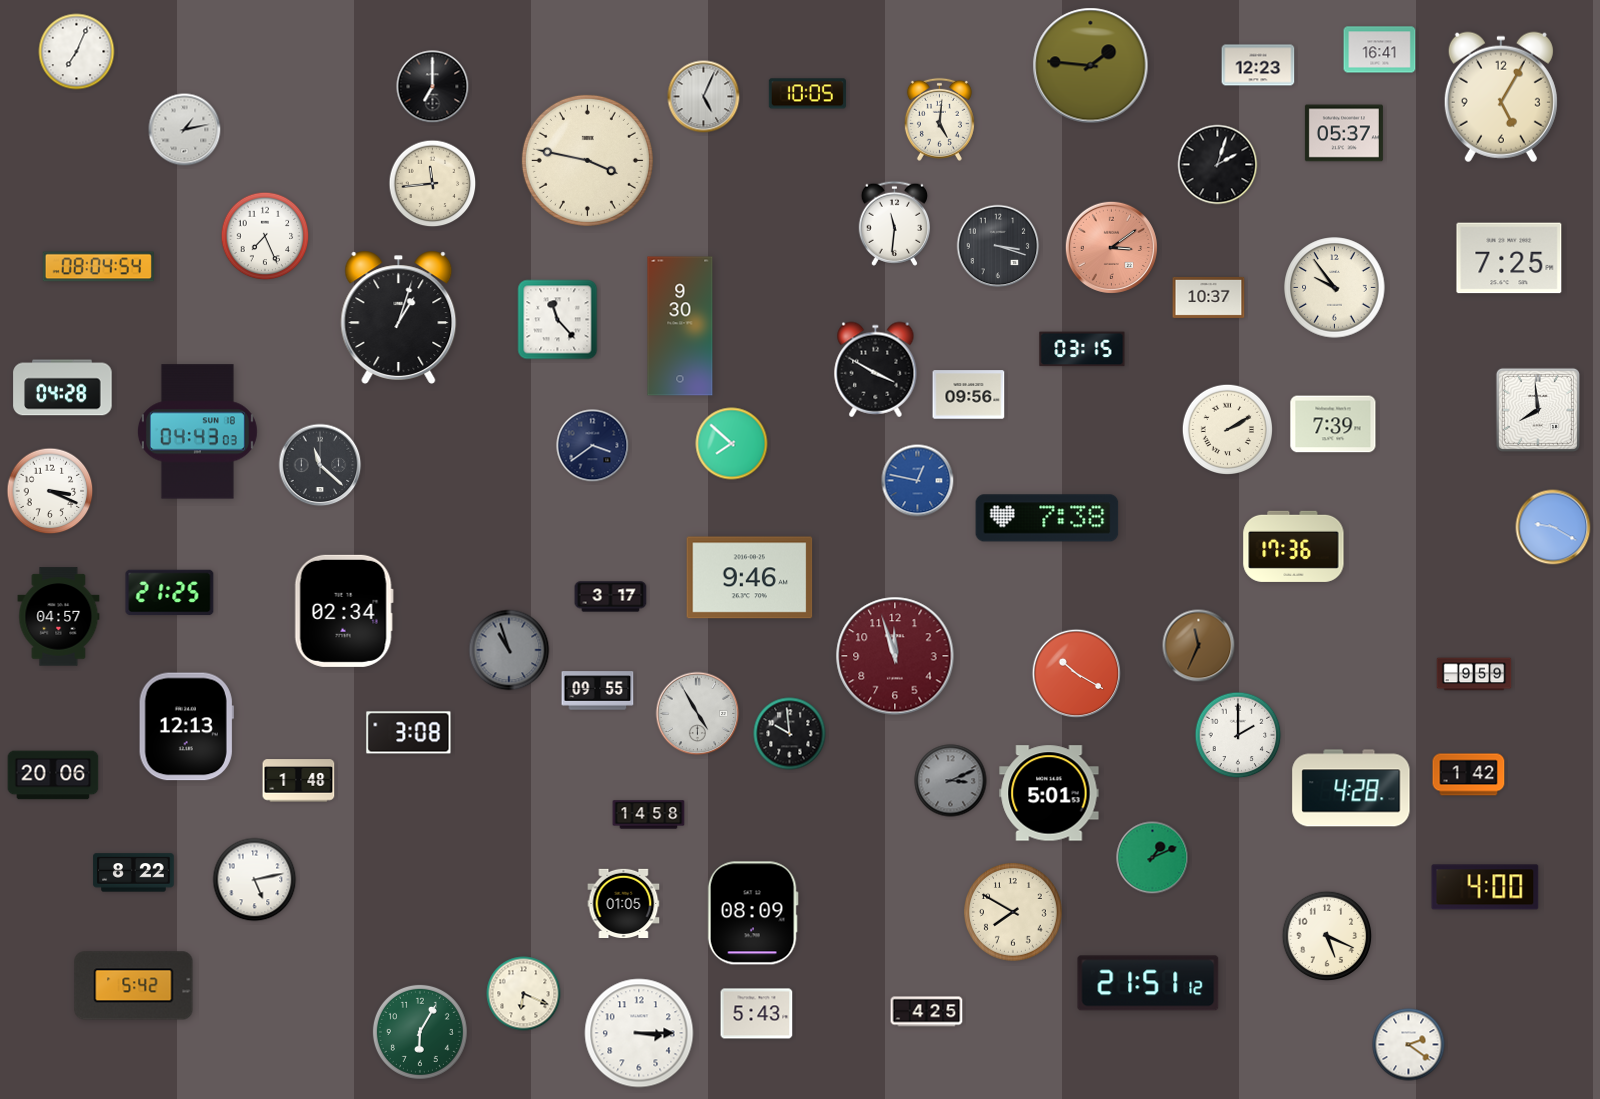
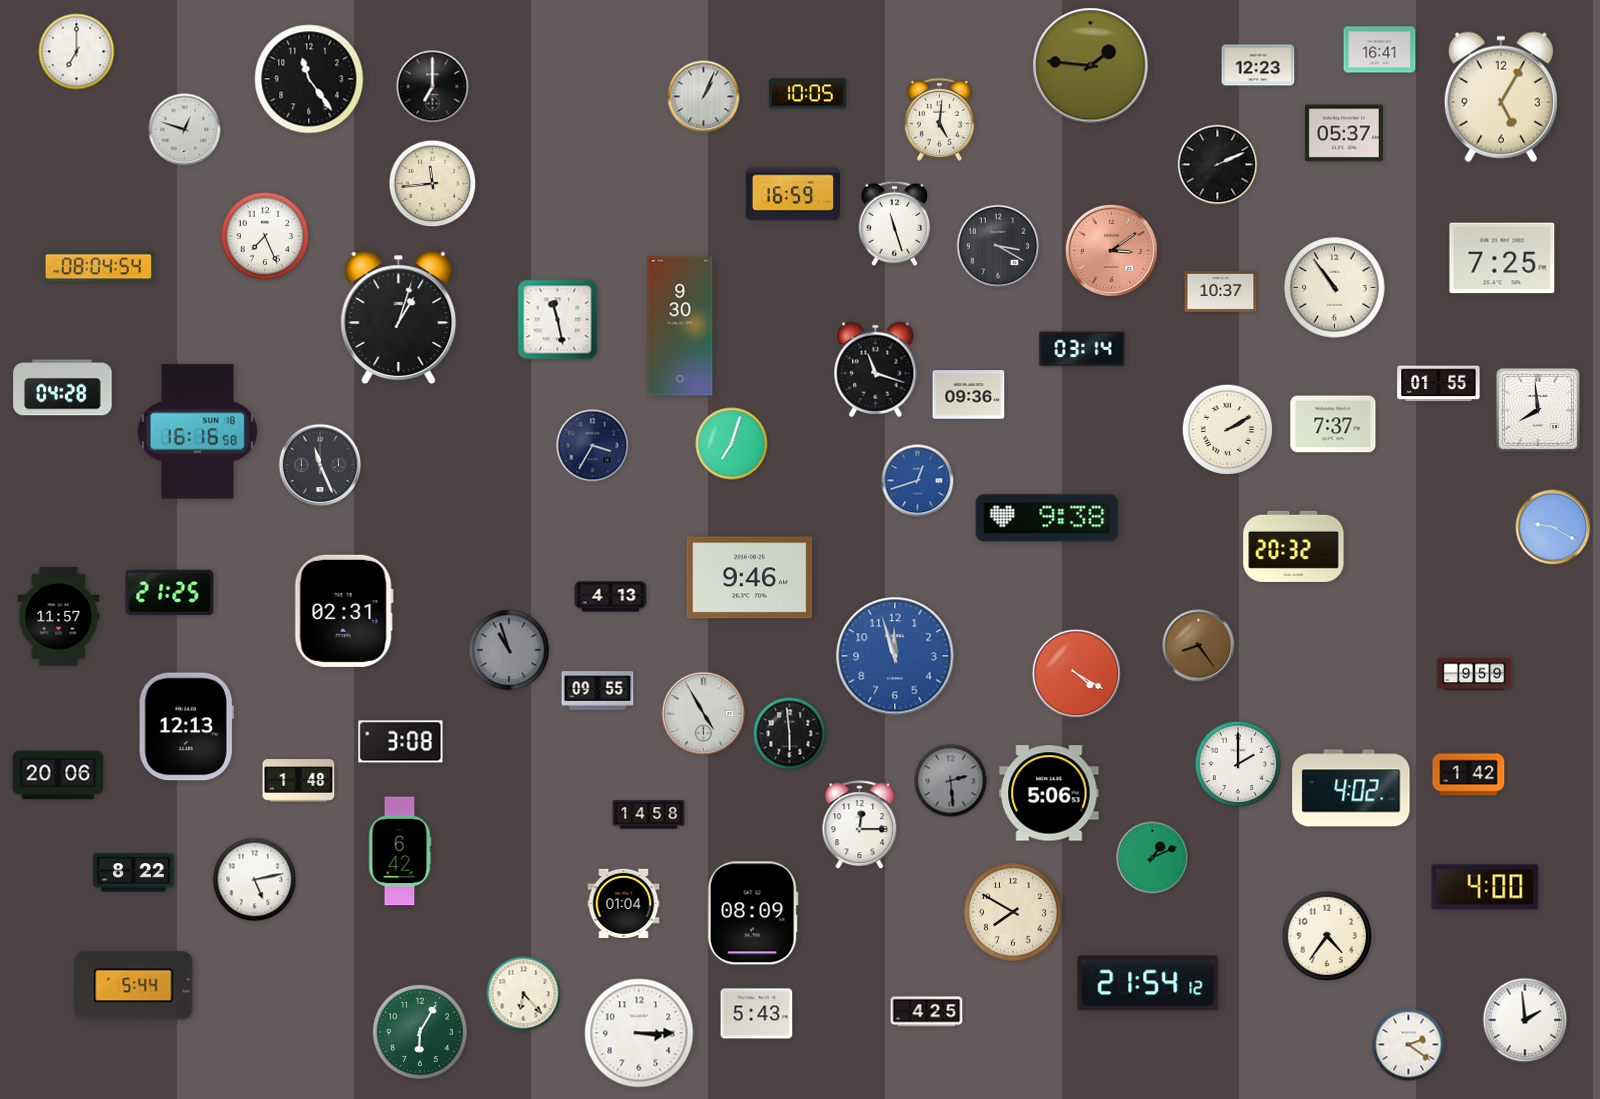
clock at (77, 52): 7:04 -> 7:00
clock at (309, 79): none -> 11:24
clock at (704, 97): 5:04 -> 1:04
clock at (185, 130): 1:13 -> 12:48
clock at (587, 160): 3:47 -> none
clock at (1218, 165): 2:03 -> 2:11
clock at (793, 194): none -> 16:59
clock at (894, 223): 11:31 -> 11:27
clock at (998, 246): 3:18 -> 3:20
clock at (1111, 247) position: (1111, 247) -> (1111, 250)
clock at (1509, 258) position: (1509, 258) -> (1502, 258)
clock at (1335, 288): 9:54 -> 10:54
clock at (1209, 297) position: (1209, 297) -> (1221, 291)
clock at (558, 320): 11:23 -> 11:28
clock at (1082, 349): 03:15 -> 03:14
clock at (876, 370): 3:50 -> 11:18
clock at (1439, 384): none -> 01:55
clock at (969, 395): 09:56 -> 09:36
clock at (1333, 424): 7:39 -> 7:37
clock at (197, 432): 04:43 -> 16:16
clock at (732, 444): 7:52 -> 7:03
clock at (593, 446): 3:39 -> 3:35
clock at (320, 465): 11:22 -> 11:26
clock at (918, 481): 12:47 -> 12:42
clock at (50, 491): 3:19 -> none
clock at (1047, 518): 7:38 -> 9:38
clock at (1294, 546): 17:36 -> 20:32
clock at (611, 597): 3:17 -> 4:13
clock at (344, 611): 02:34 -> 02:31
clock at (59, 617): 04:57 -> 11:57
clock at (1199, 646): 11:34 -> 8:24
clock at (895, 656) dial: burgundy -> blue
clock at (1077, 674): 10:20 -> 4:20
clock at (698, 714) position: (698, 714) -> (704, 714)
clock at (409, 733) position: (409, 733) -> (401, 742)
clock at (790, 734): 9:59 -> 5:59
clock at (1238, 735) position: (1238, 735) -> (1238, 764)
clock at (53, 775) position: (53, 775) -> (58, 775)
clock at (951, 781): 3:11 -> 2:29
clock at (1351, 788): 4:28 -> 4:02
clock at (1049, 793): 5:01 -> 5:06
clock at (860, 825): none -> 12:15
clock at (400, 851): none -> 6:42
clock at (624, 903): 01:05 -> 01:04
clock at (1327, 936): 5:19 -> 4:36
clock at (1148, 983): 21:51 -> 21:54
clock at (134, 986): 5:42 -> 5:44
clock at (524, 994): 6:19 -> 6:23
clock at (1525, 1020): none -> 1:59
